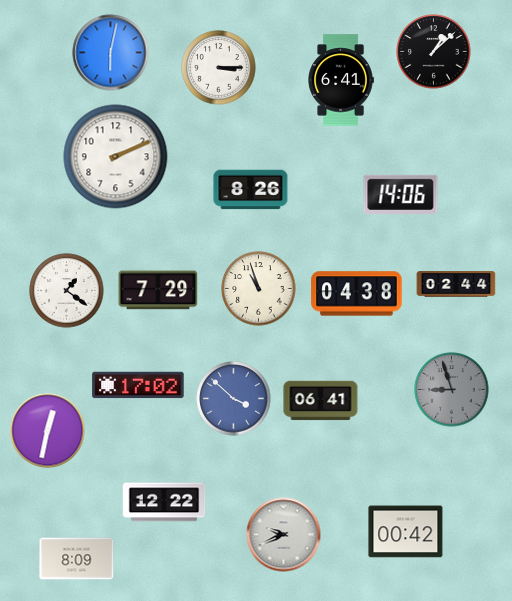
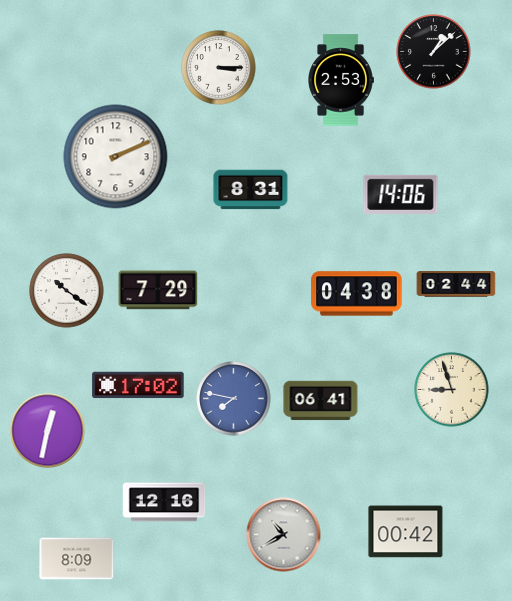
clock at (111, 53): 6:02 -> none
clock at (341, 80): 6:41 -> 2:53
clock at (251, 190): 8:26 -> 8:31
clock at (259, 289): 10:57 -> none
clock at (67, 291): 1:21 -> 10:21
clock at (452, 390) dial: grey -> cream
clock at (234, 399): 3:52 -> 7:47
clock at (164, 502): 12:22 -> 12:16
clock at (284, 535): 9:41 -> 10:40
